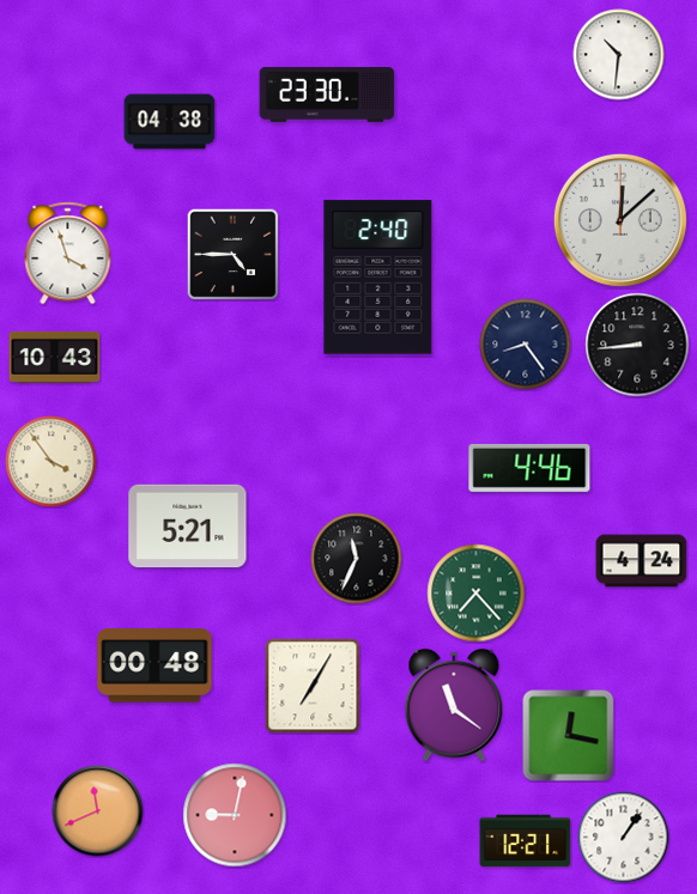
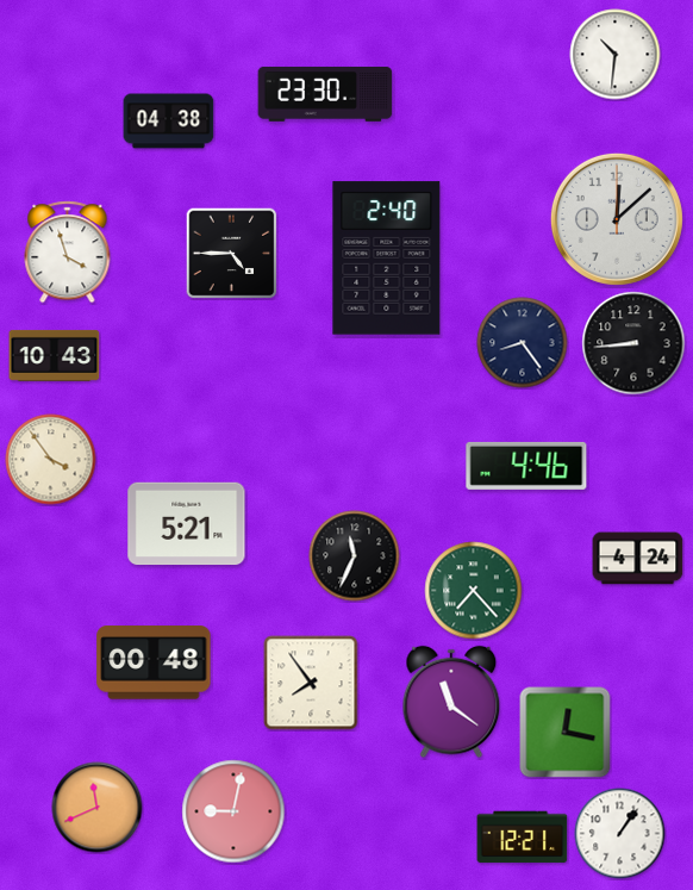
clock at (378, 278) position: (378, 278) -> (387, 259)
clock at (313, 686): 7:05 -> 7:54
